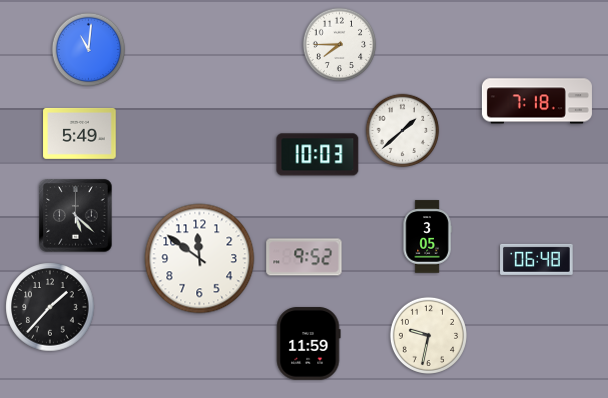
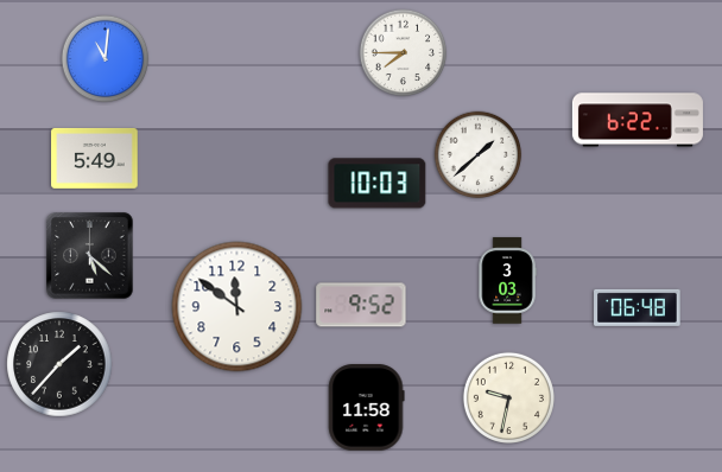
clock at (537, 101): 7:18 -> 6:22
clock at (427, 237): 3:05 -> 3:03
clock at (308, 344): 11:59 -> 11:58
